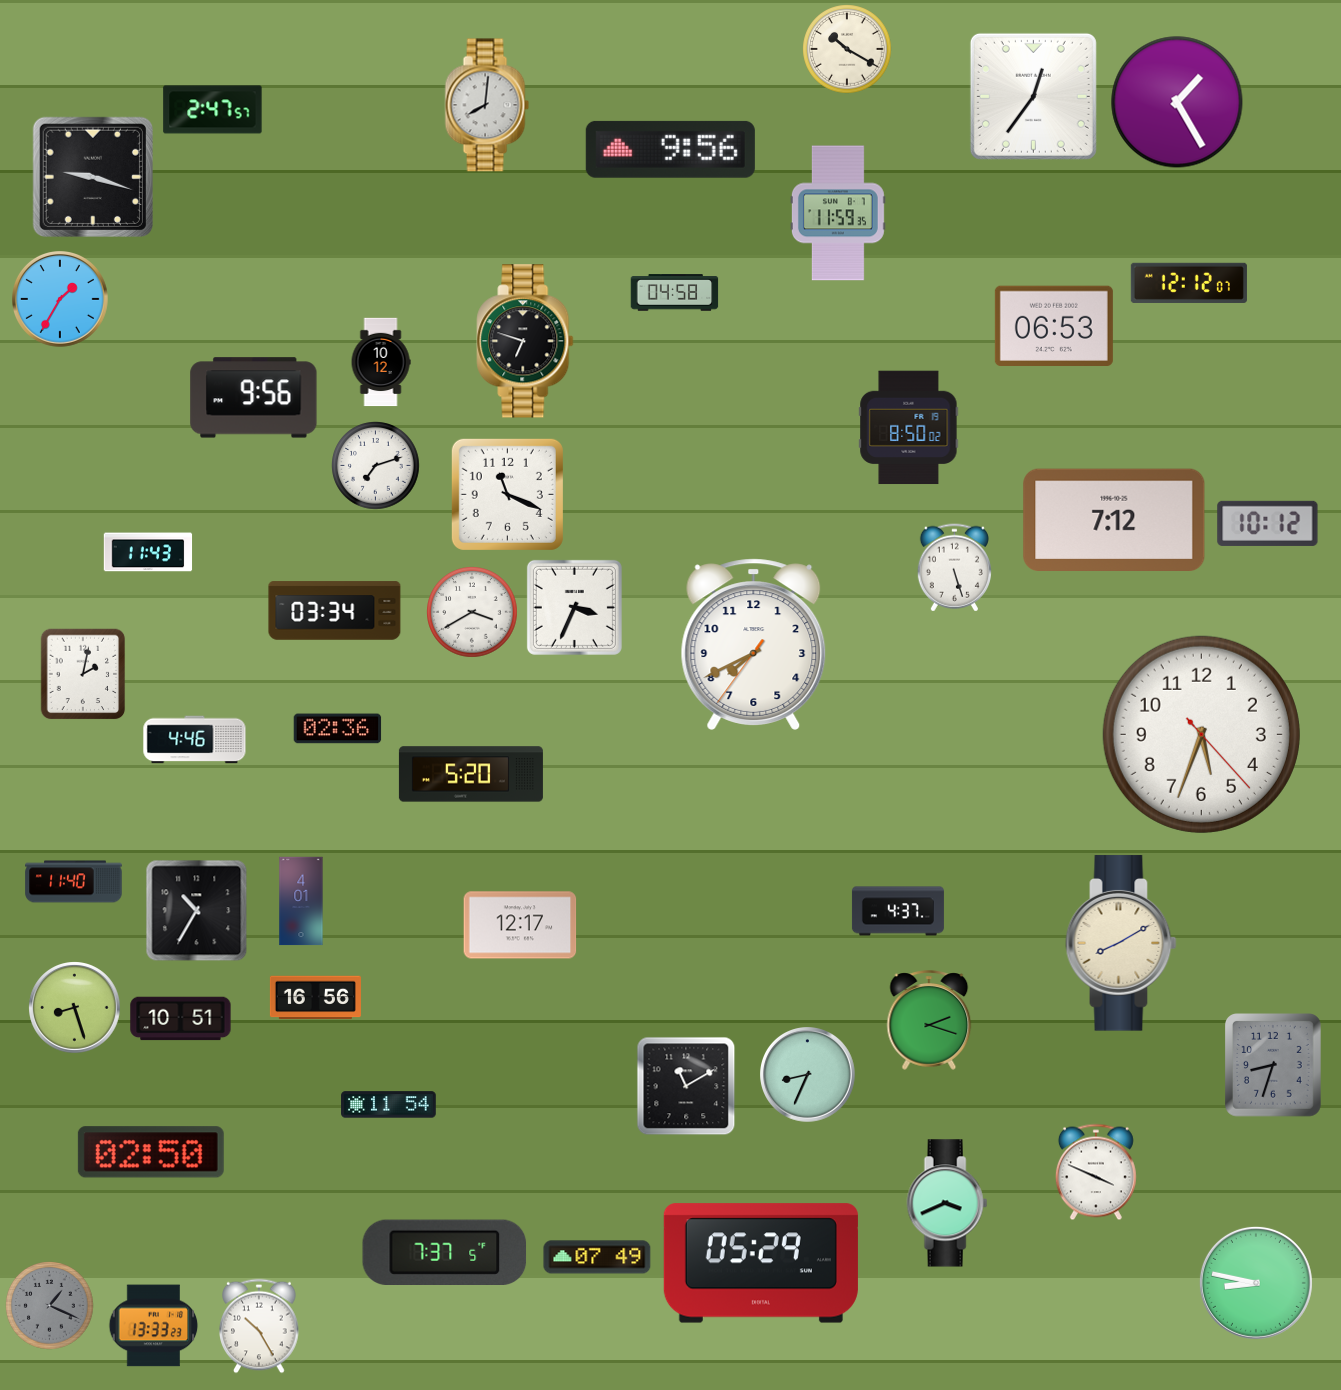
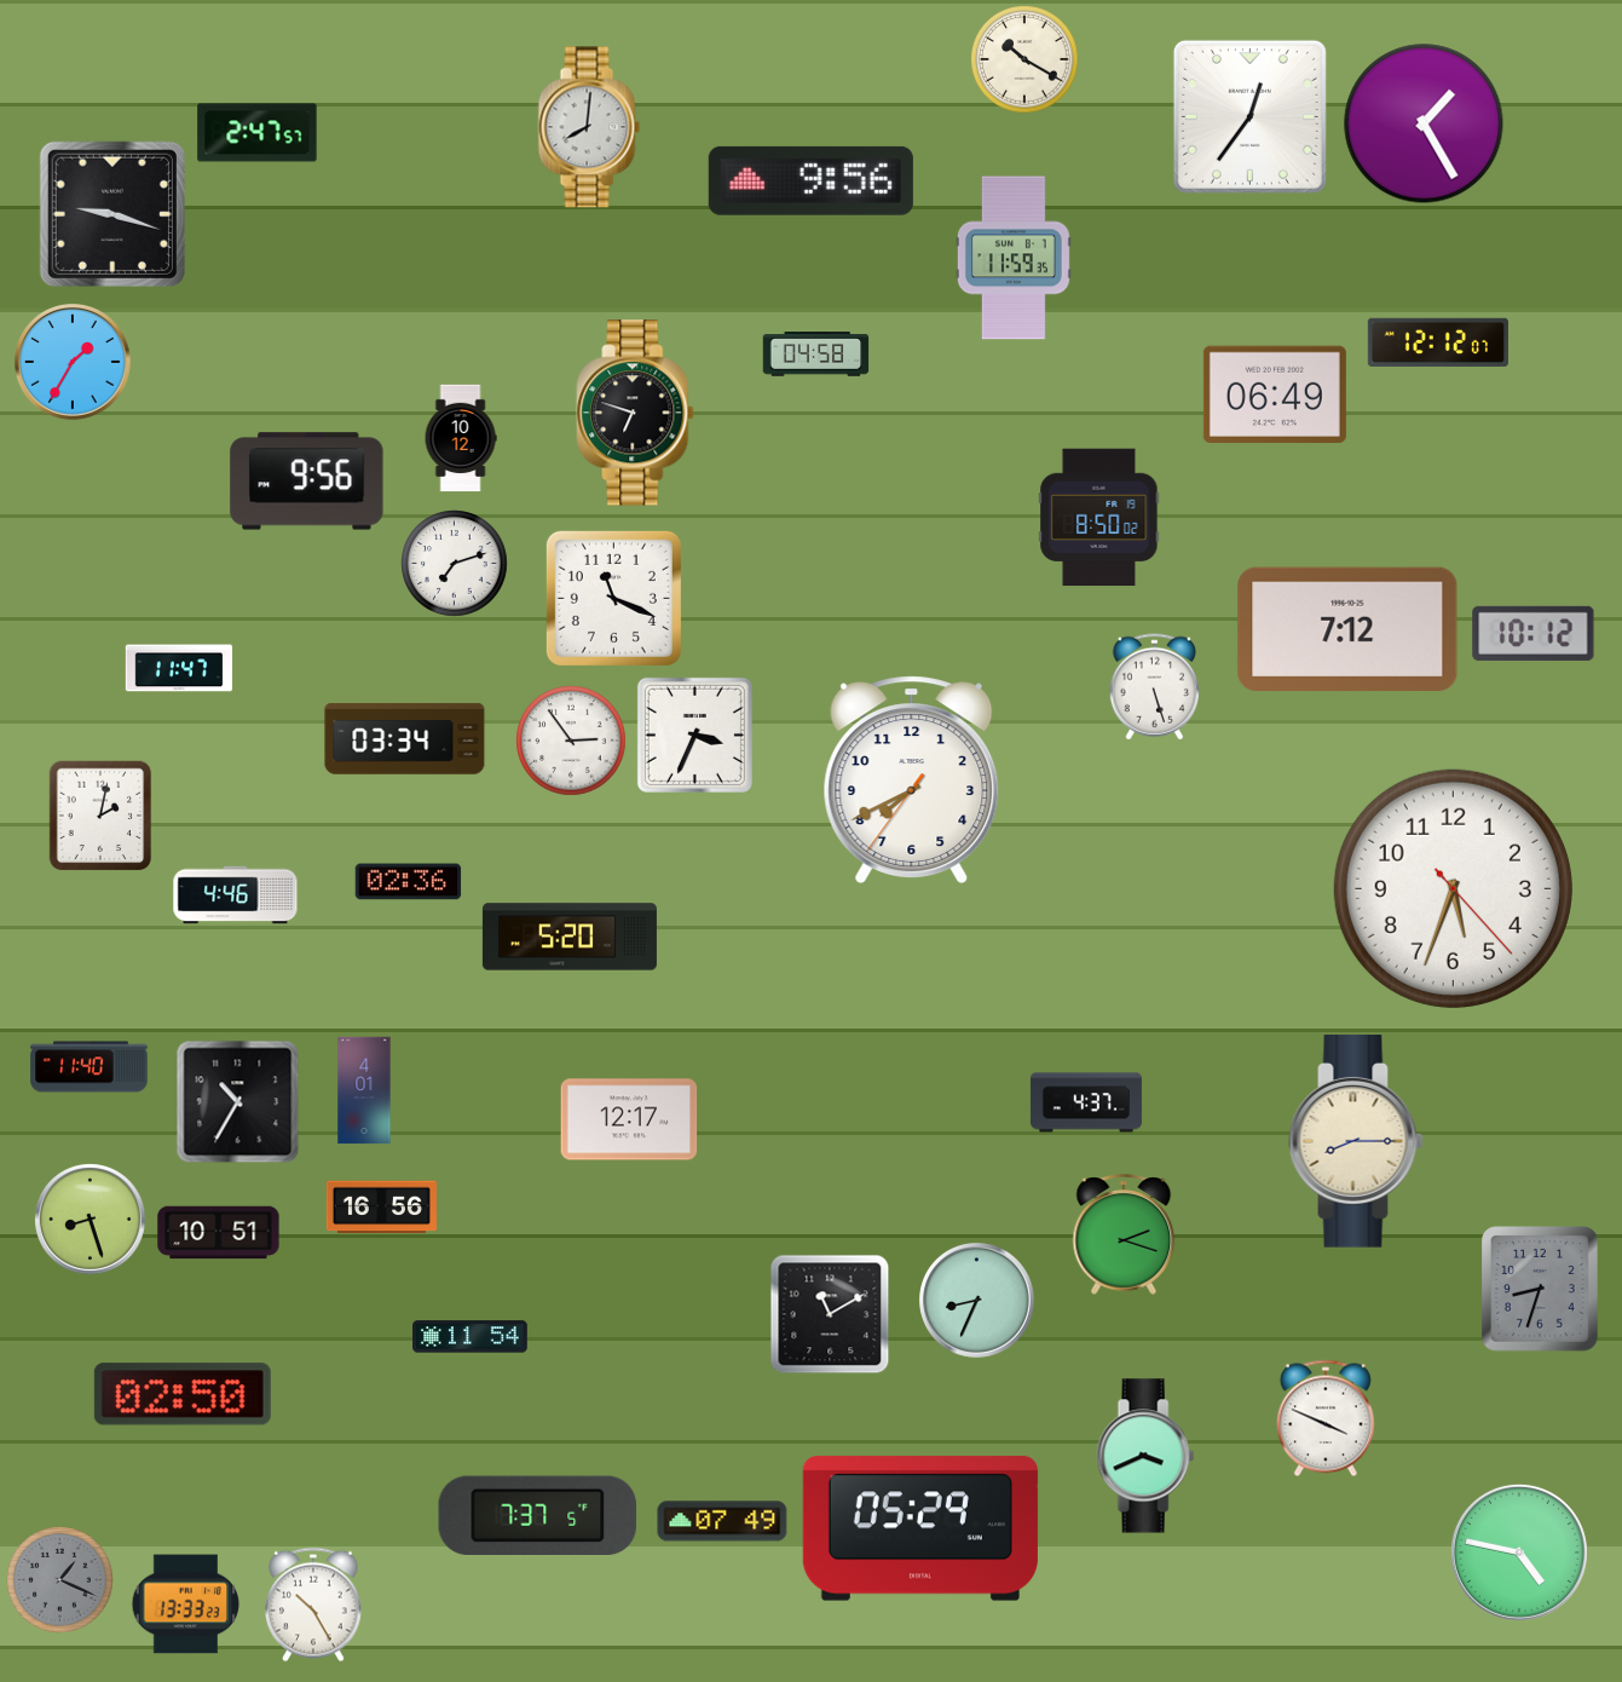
clock at (1054, 325): 06:53 -> 06:49
clock at (148, 552): 11:43 -> 11:47
clock at (472, 612): 3:40 -> 2:54
clock at (1121, 943): 8:10 -> 8:15
clock at (1256, 1283): 8:47 -> 4:47
